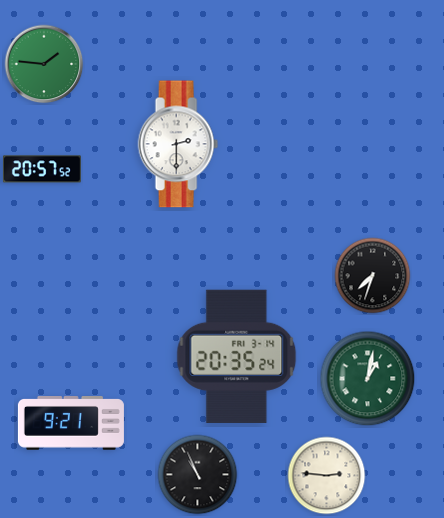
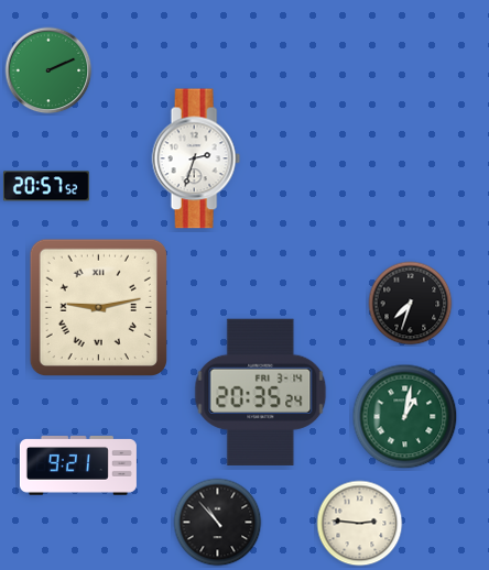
clock at (44, 64): 1:46 -> 2:11
clock at (178, 144): 2:30 -> 2:33
clock at (98, 307): none -> 9:13
clock at (198, 475): 10:56 -> 10:53
